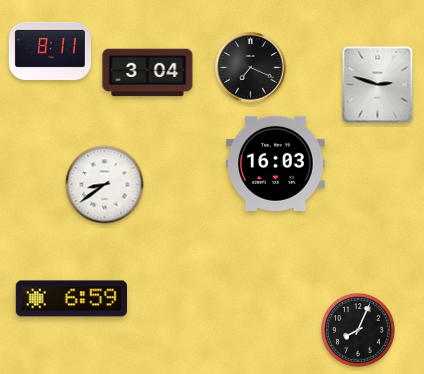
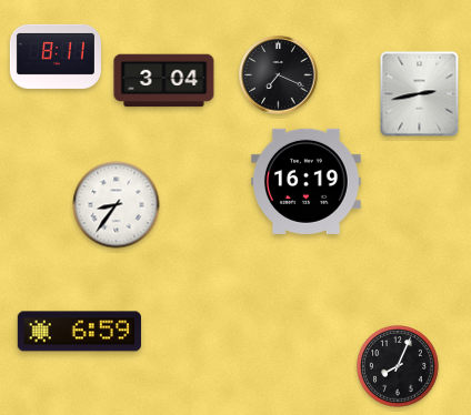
clock at (378, 85): 2:48 -> 2:43
clock at (275, 163): 16:03 -> 16:19
clock at (105, 185): 8:39 -> 8:36
